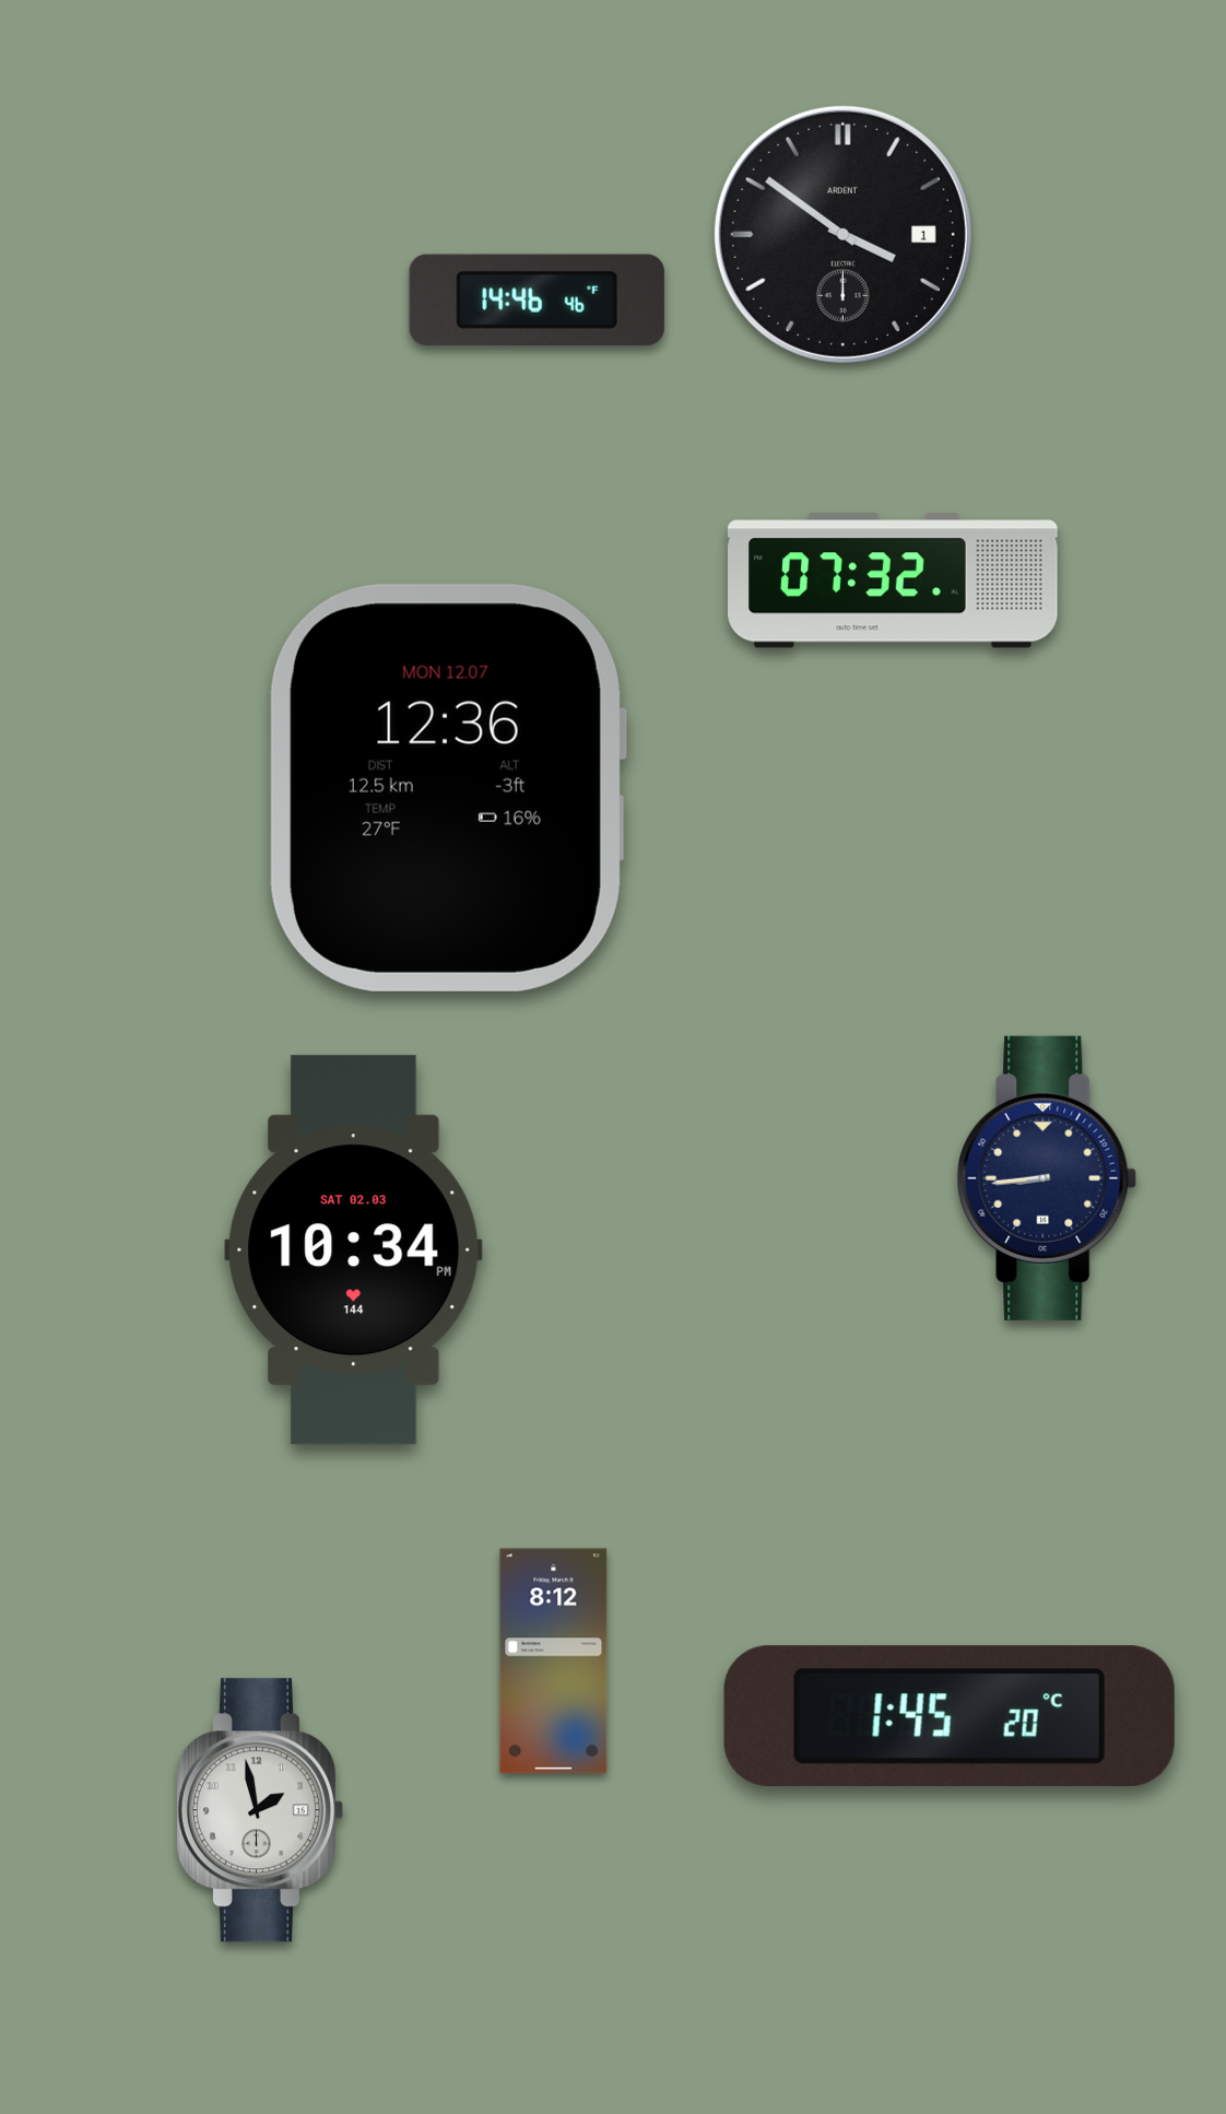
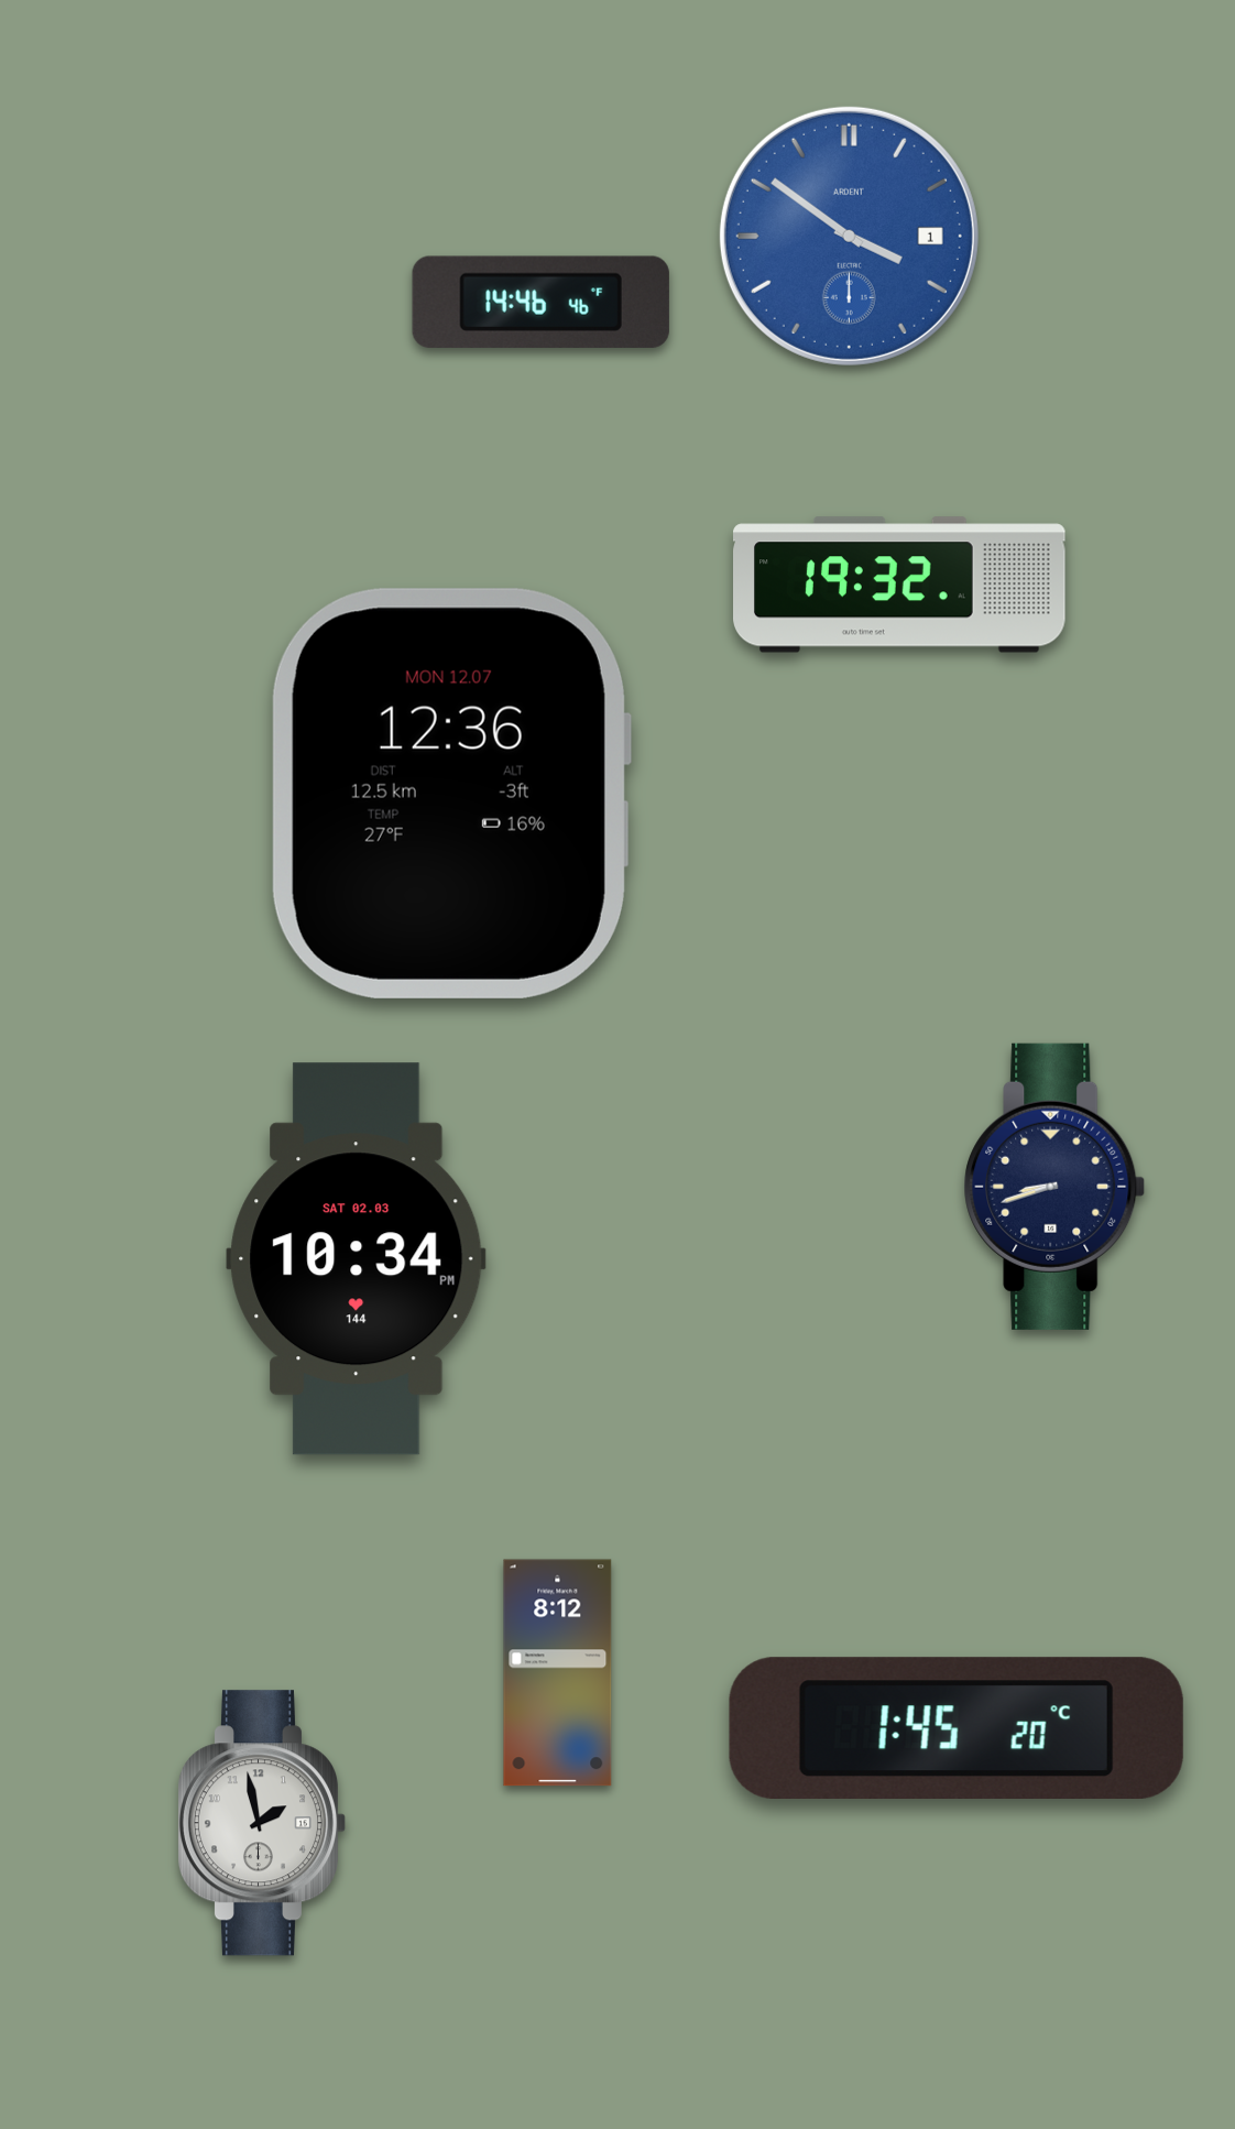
clock at (842, 234) dial: black -> blue
clock at (894, 580): 07:32 -> 19:32
clock at (1047, 1178): 8:44 -> 8:42
